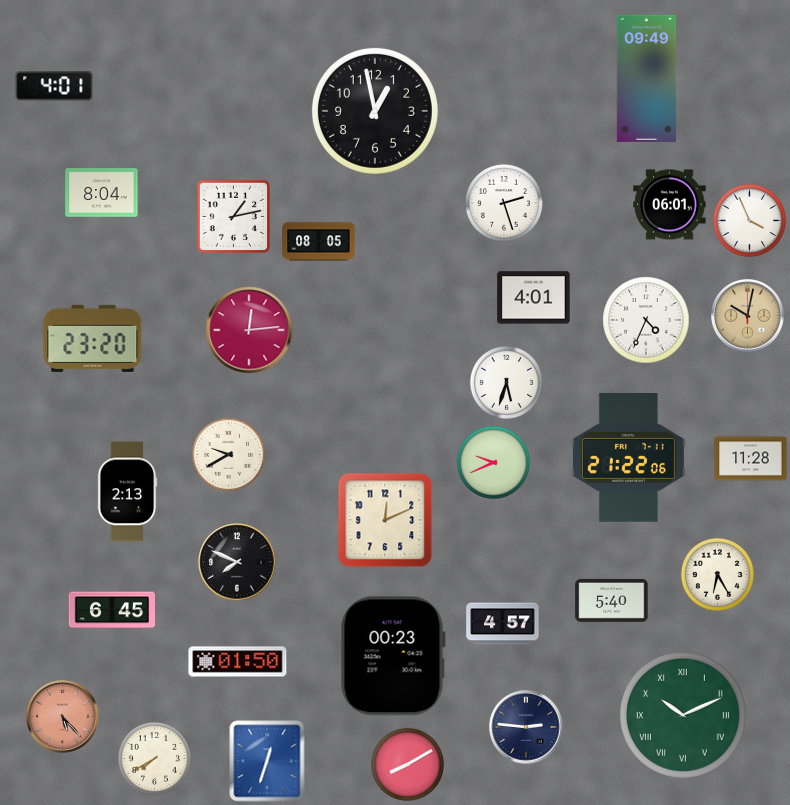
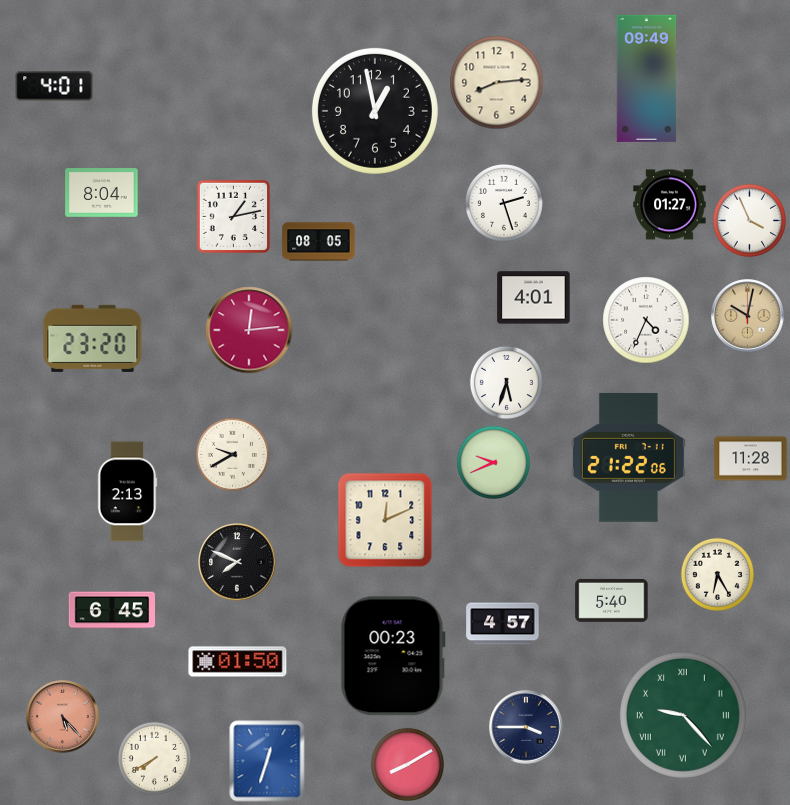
clock at (497, 83): none -> 8:14
clock at (670, 205): 06:01 -> 01:27
clock at (228, 454) position: (228, 454) -> (232, 454)
clock at (683, 715): 10:11 -> 9:23
clock at (526, 727): 2:46 -> 3:45
